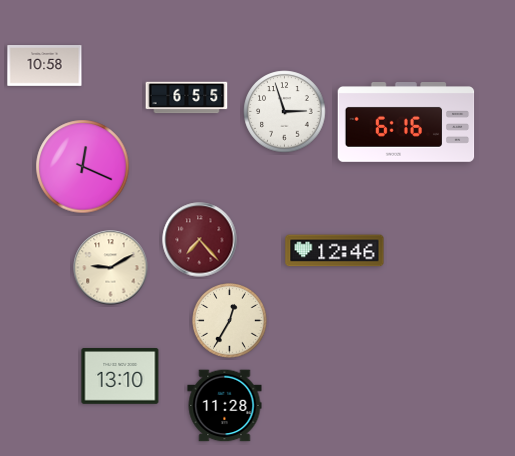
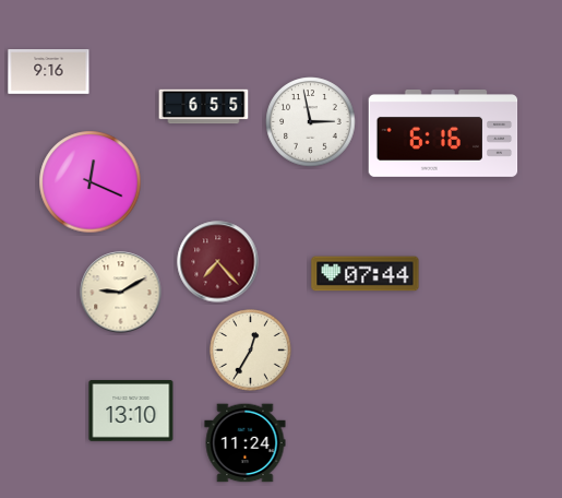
clock at (45, 66): 10:58 -> 9:16
clock at (285, 112): 2:57 -> 2:58
clock at (335, 251): 12:46 -> 07:44
clock at (225, 406): 11:28 -> 11:24
